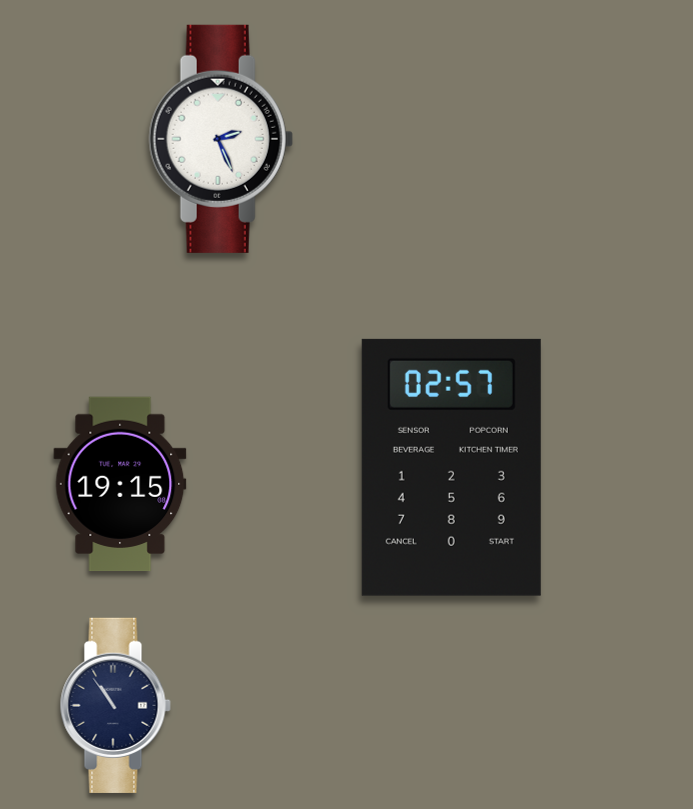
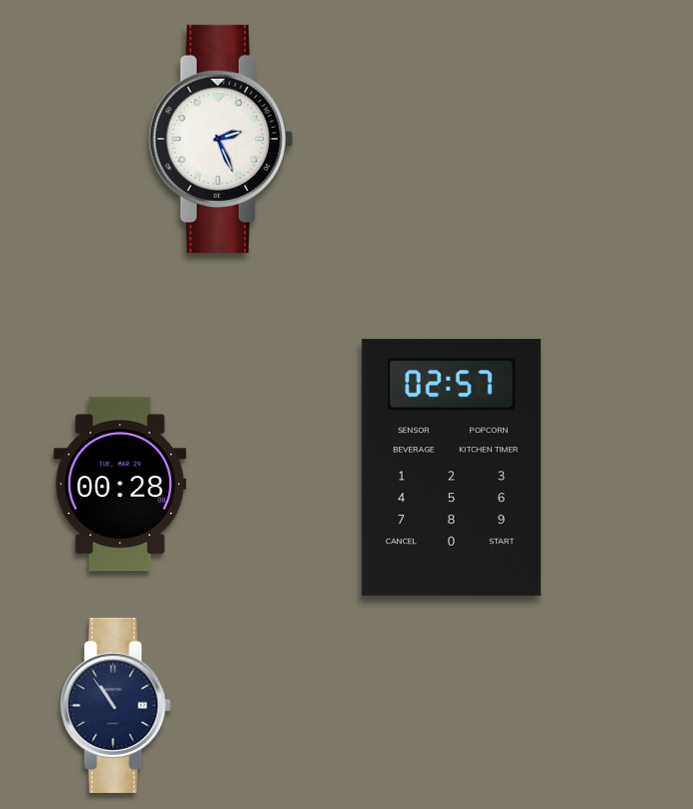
clock at (120, 484): 19:15 -> 00:28
